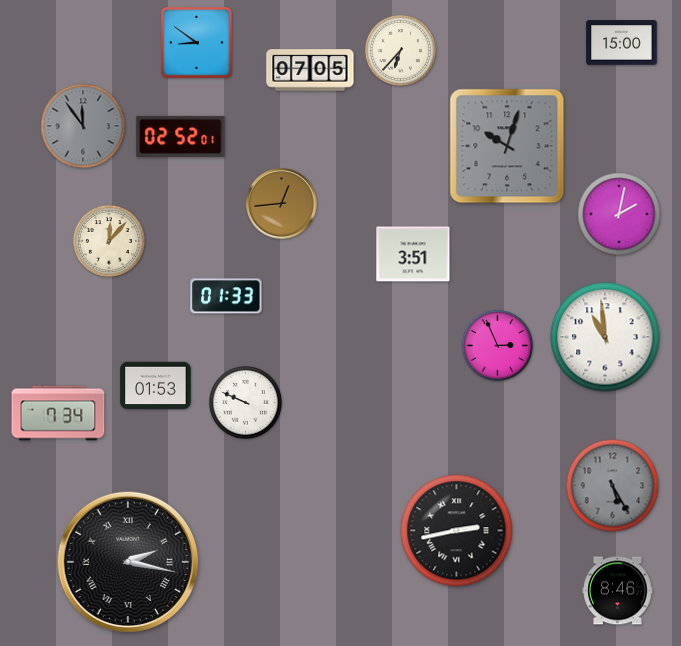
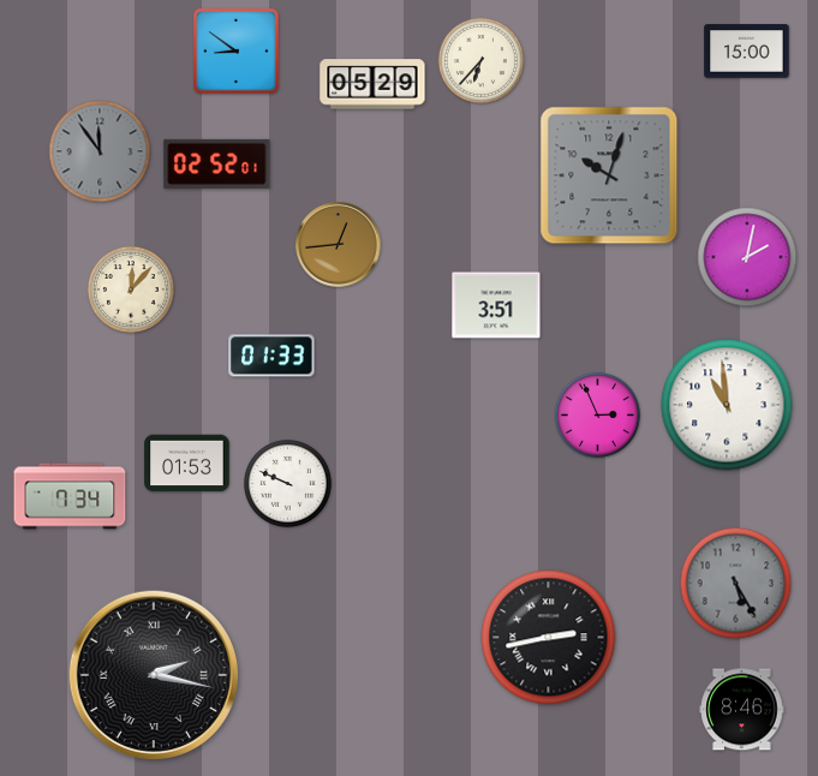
clock at (310, 70): 07:05 -> 05:29
clock at (619, 214) position: (619, 214) -> (747, 257)
clock at (245, 402) position: (245, 402) -> (287, 483)
